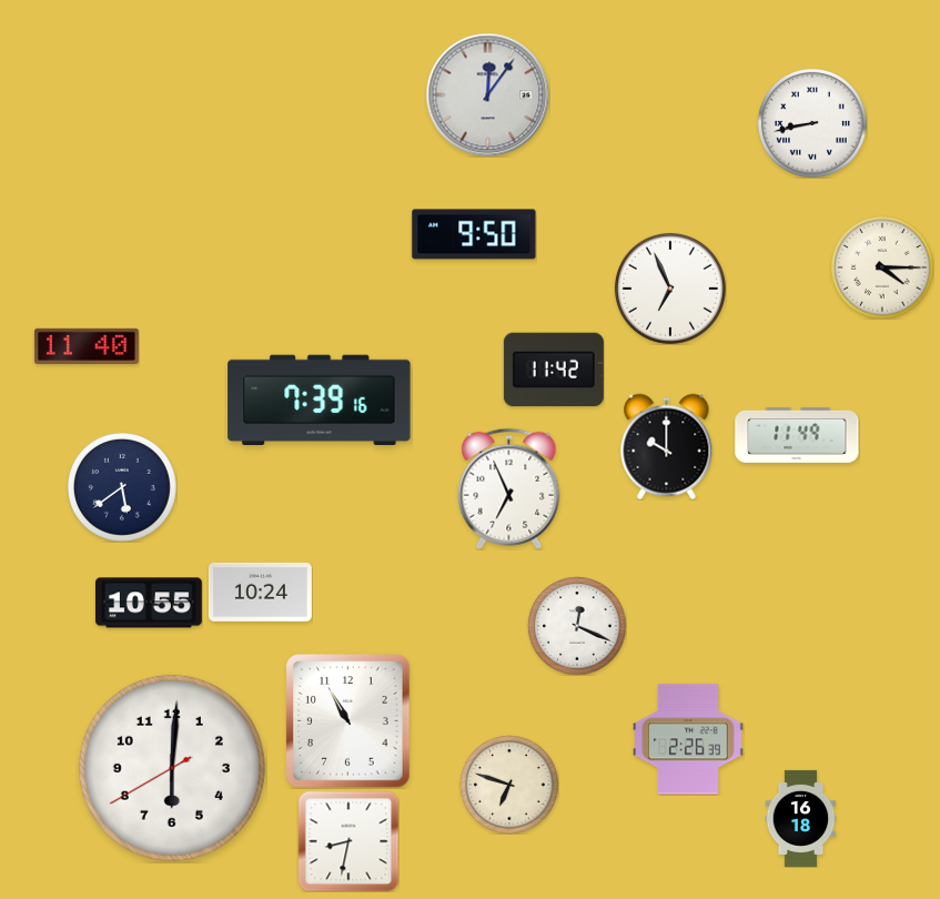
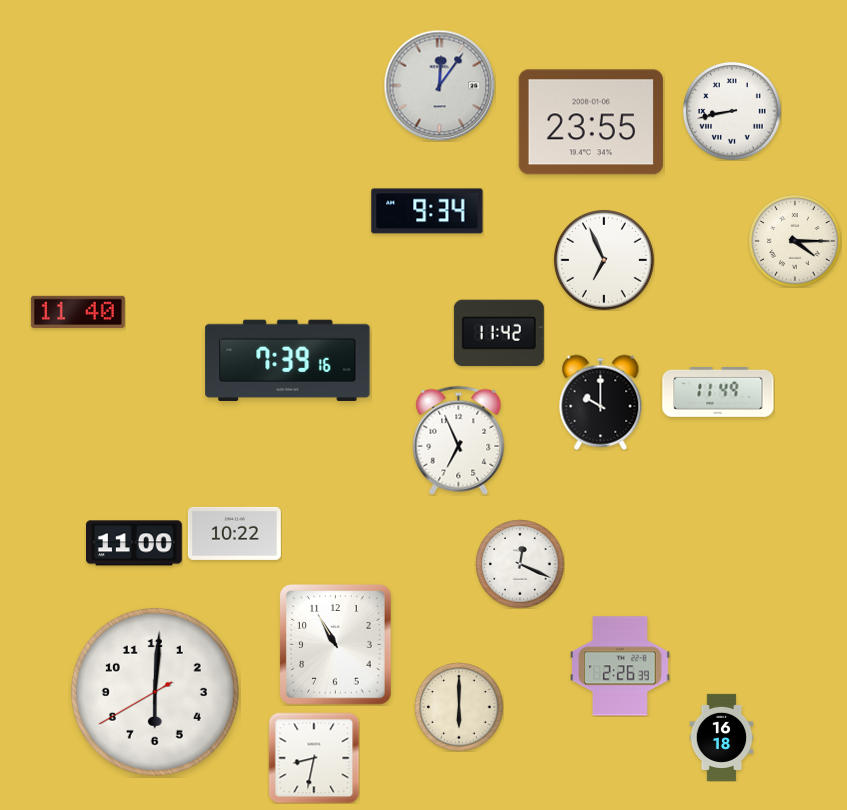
clock at (591, 122): none -> 23:55
clock at (474, 234): 9:50 -> 9:34
clock at (123, 488): 5:39 -> none
clock at (260, 592): 10:24 -> 10:22
clock at (150, 603): 10:55 -> 11:00
clock at (348, 721) position: (348, 721) -> (336, 645)
clock at (509, 785): 6:48 -> 6:00
